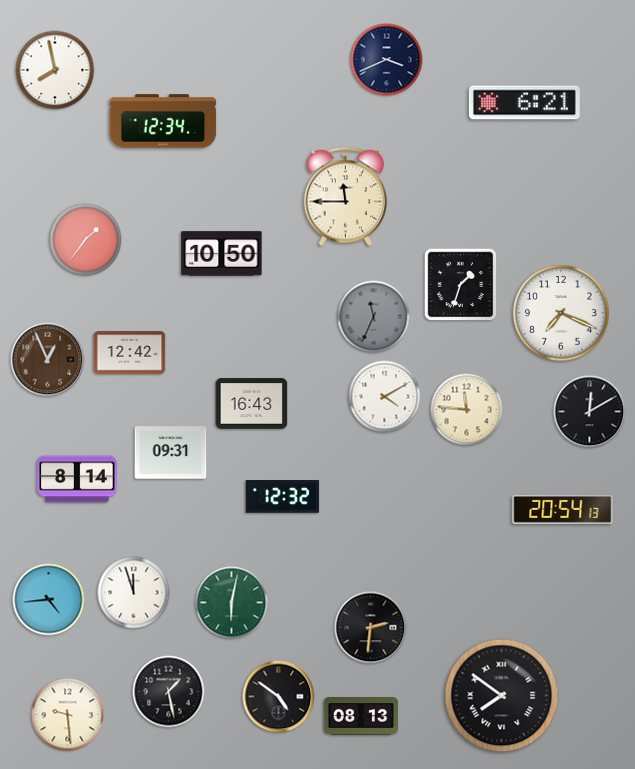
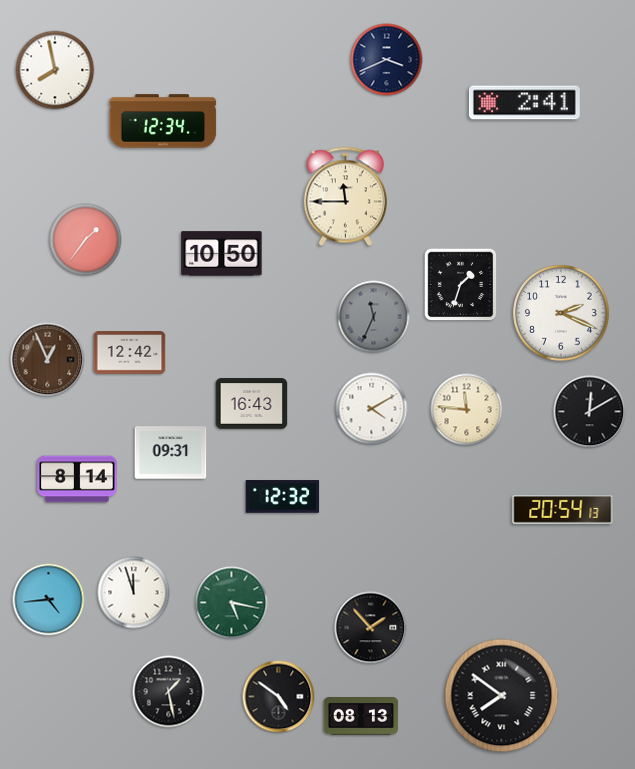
clock at (524, 103): 6:21 -> 2:41
clock at (561, 313): 7:19 -> 2:19
clock at (385, 397) position: (385, 397) -> (372, 409)
clock at (232, 603): 6:02 -> 5:17
clock at (371, 628): 2:31 -> 1:53
clock at (68, 715): 9:29 -> none
